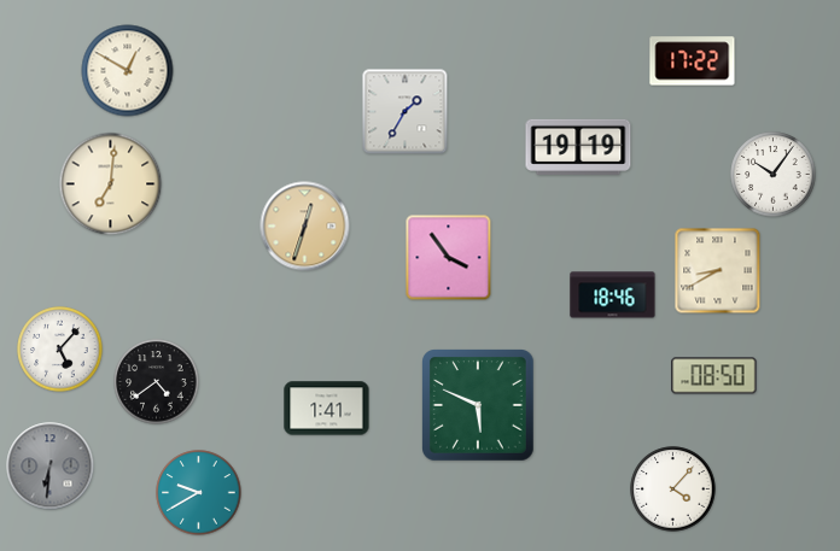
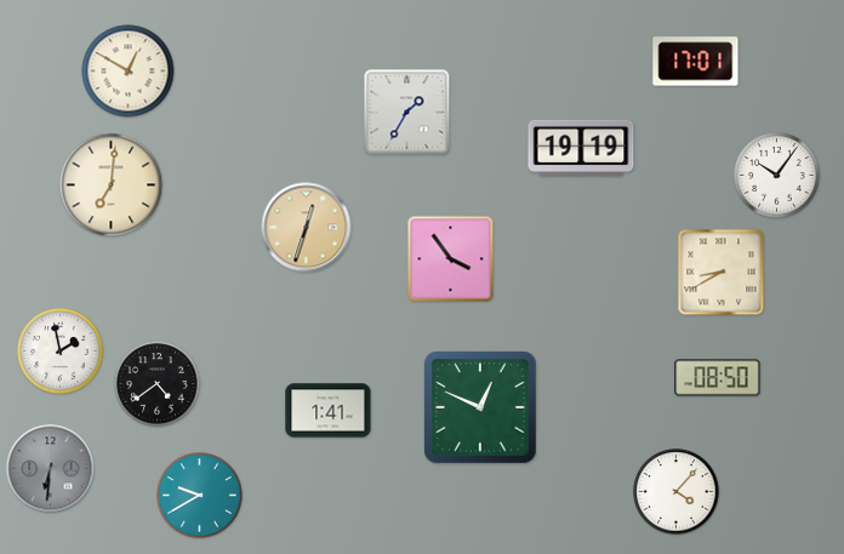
clock at (693, 61): 17:22 -> 17:01
clock at (613, 295): 18:46 -> none
clock at (60, 350): 5:07 -> 1:58
clock at (478, 405): 5:49 -> 12:49
